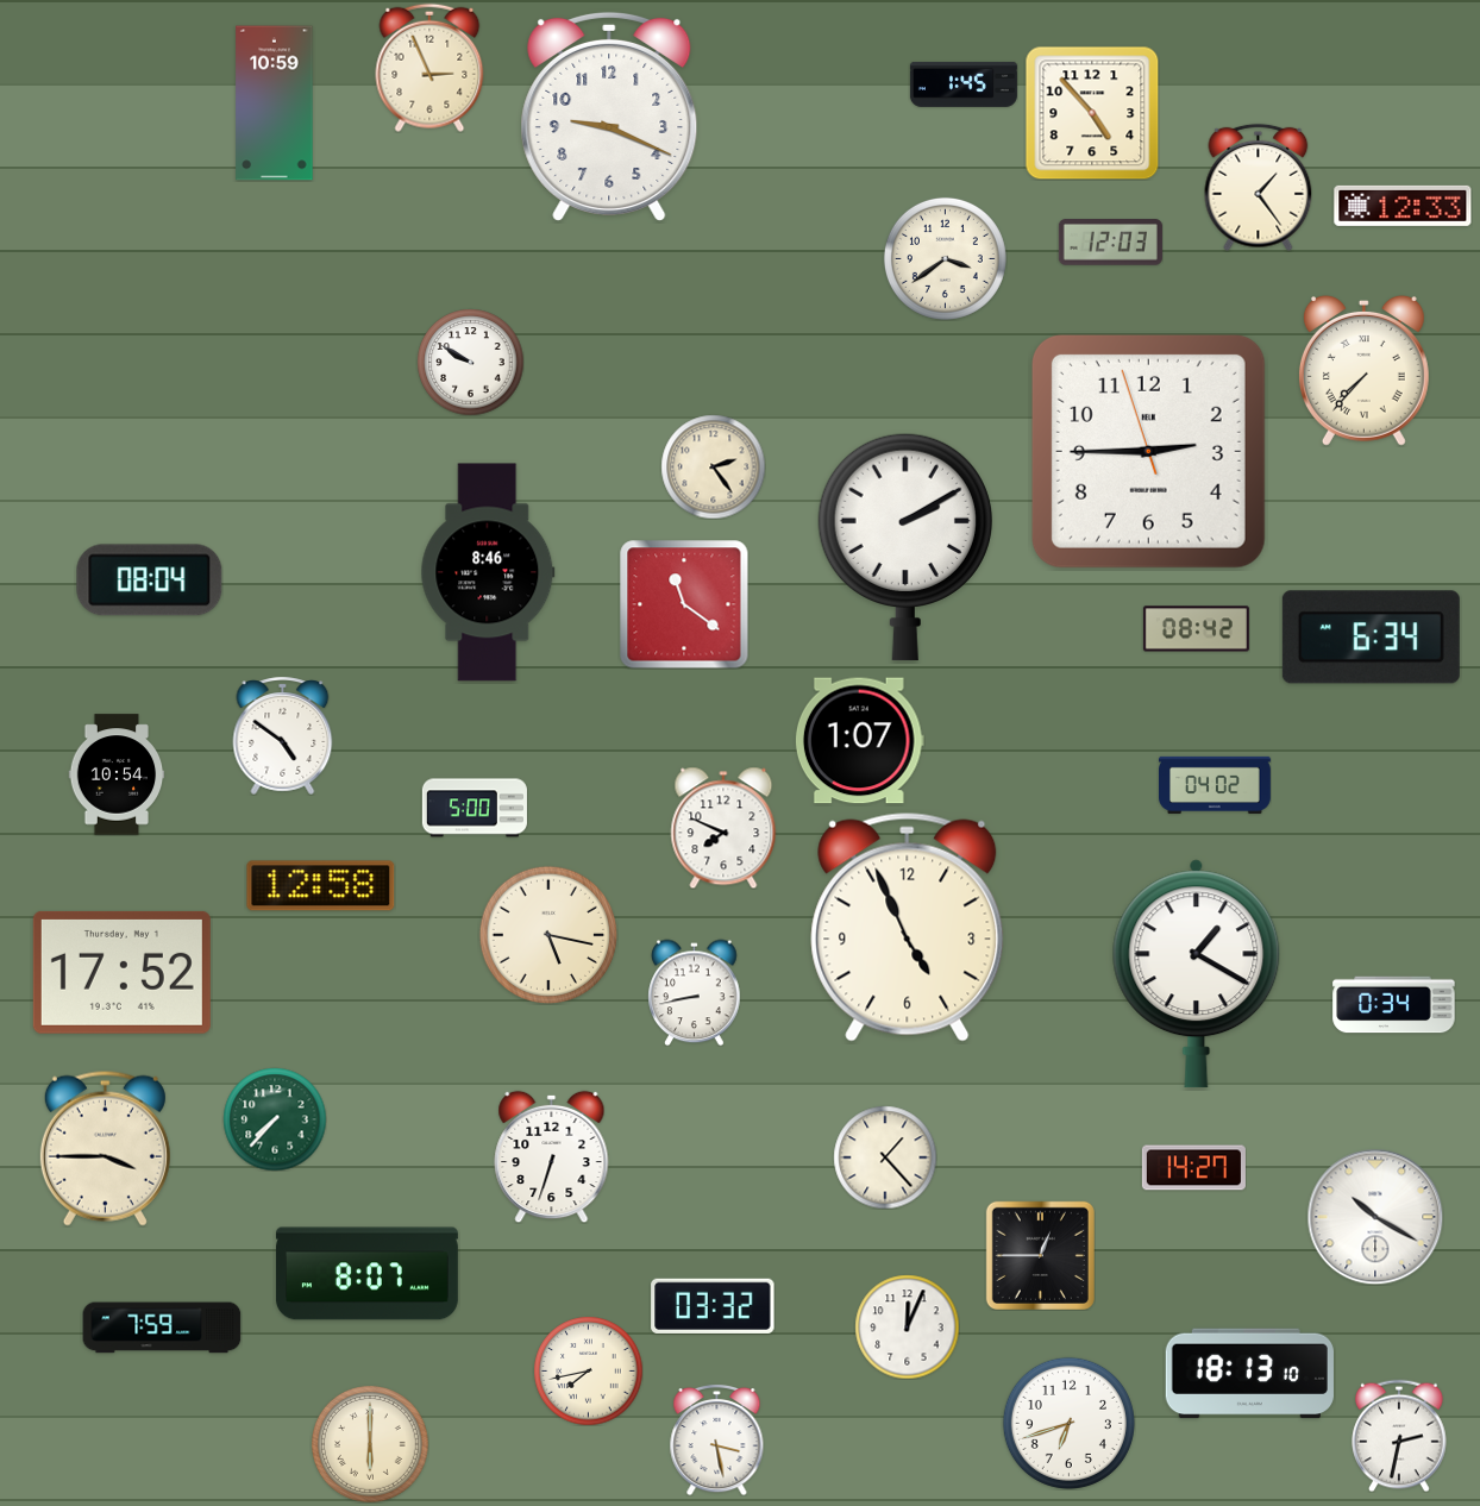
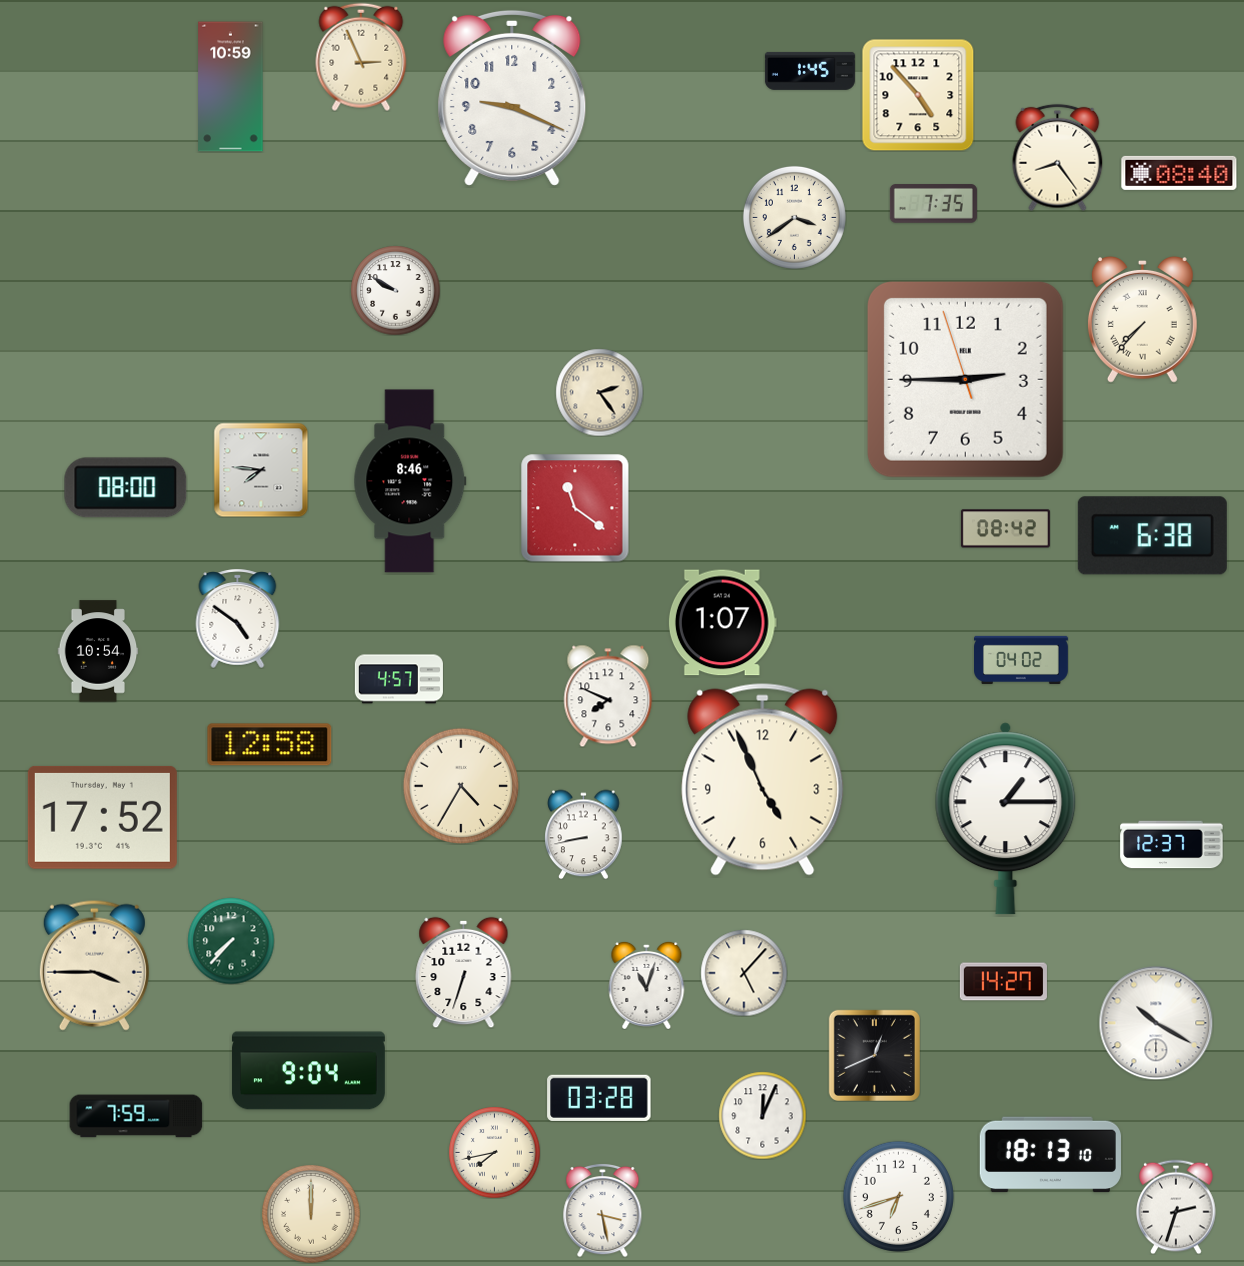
clock at (1259, 187): 1:24 -> 8:24
clock at (1403, 206): 12:33 -> 08:40
clock at (1110, 243): 12:03 -> 7:35
clock at (470, 362) position: (470, 362) -> (395, 290)
clock at (1363, 370) position: (1363, 370) -> (1142, 319)
clock at (905, 547): 2:10 -> none
clock at (261, 470): none -> 7:46
clock at (150, 581): 08:04 -> 08:00
clock at (1371, 638): 6:34 -> 6:38
clock at (475, 808): 5:00 -> 4:57
clock at (548, 935): 5:17 -> 4:35
clock at (1197, 974): 1:20 -> 1:15
clock at (1394, 1005): 0:34 -> 12:37
clock at (105, 1148) position: (105, 1148) -> (94, 965)
clock at (885, 1157): 1:23 -> 5:07
clock at (647, 985): none -> 11:03
clock at (1040, 1255): 12:45 -> 12:41
clock at (366, 1274): 8:07 -> 9:04
clock at (713, 1306): 03:32 -> 03:28
clock at (1399, 1436): 2:32 -> 2:33
clock at (371, 1445): 6:00 -> 12:00
